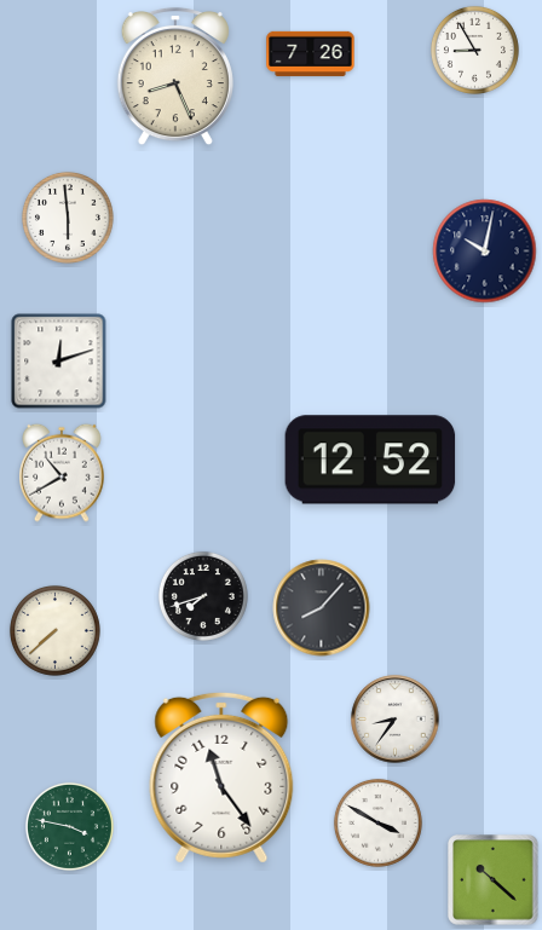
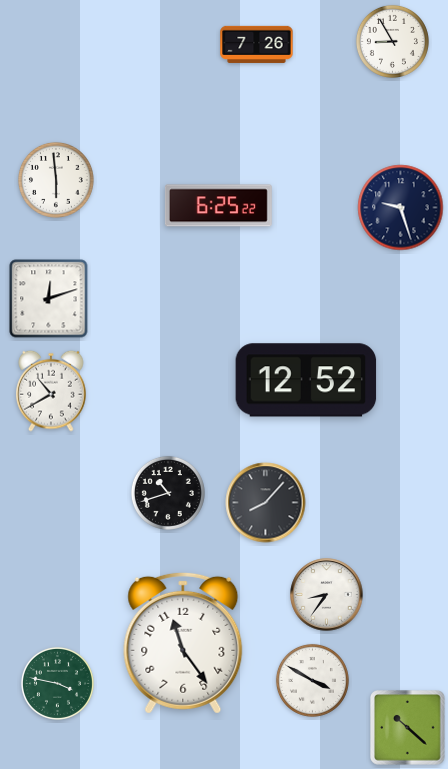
clock at (175, 76): 8:26 -> none
clock at (218, 206): none -> 6:25
clock at (485, 252): 10:02 -> 9:27
clock at (203, 596): 7:42 -> 10:42
clock at (54, 630): 7:38 -> none
